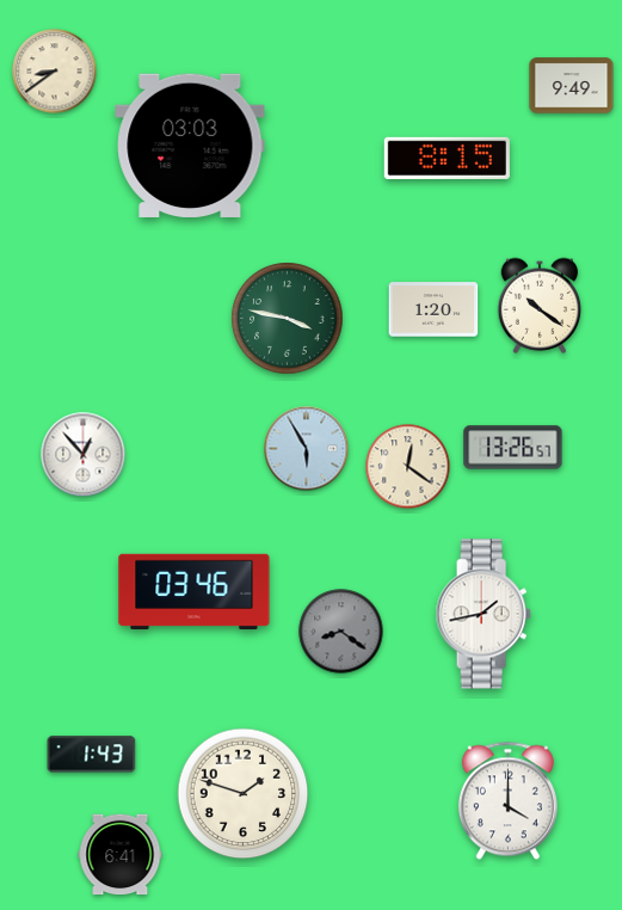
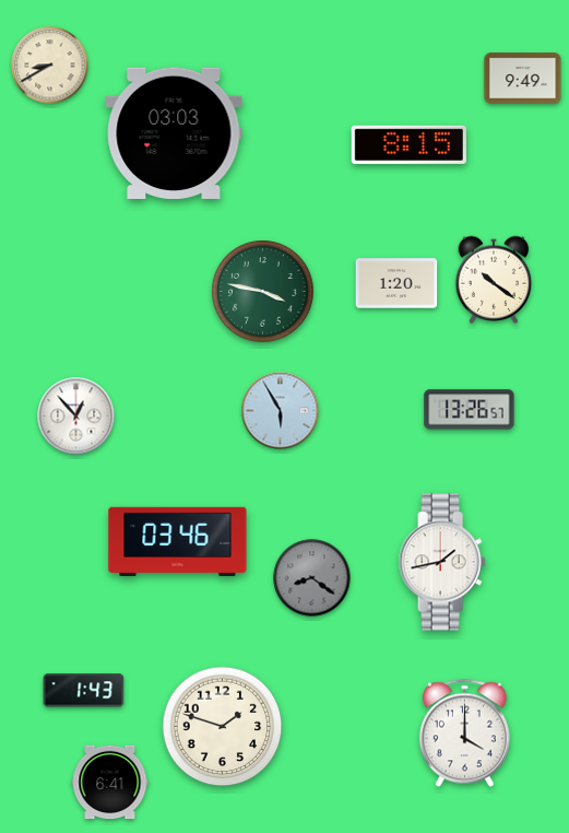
clock at (55, 72): 8:39 -> 8:40
clock at (408, 467): 12:21 -> none
